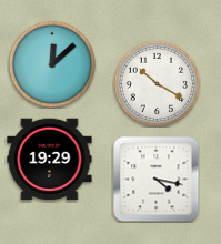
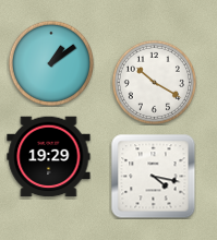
clock at (51, 63): 12:08 -> 1:09
